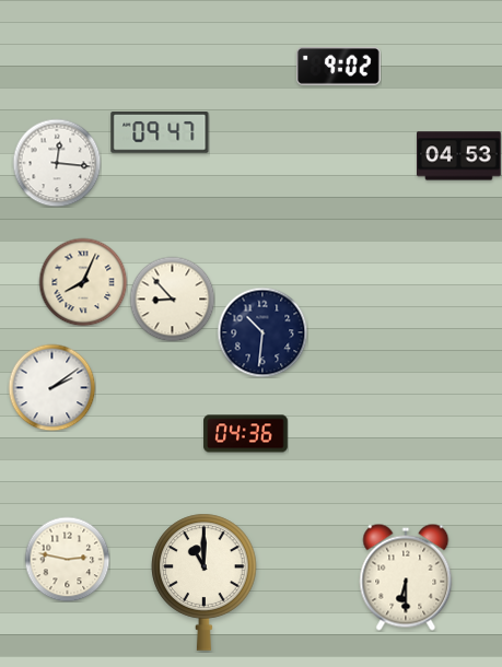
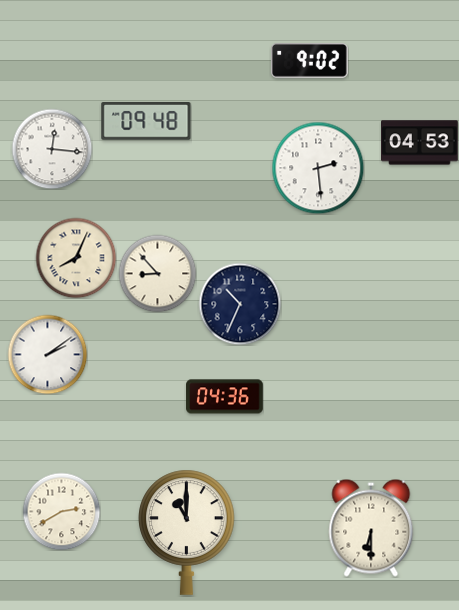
clock at (160, 133): 09:47 -> 09:48
clock at (318, 168): none -> 2:29
clock at (262, 332): 10:31 -> 10:34
clock at (67, 559): 2:47 -> 2:40
